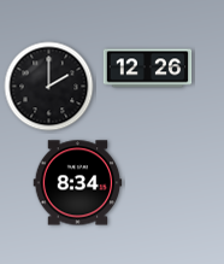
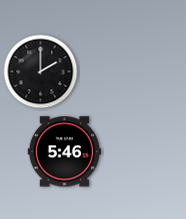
clock at (148, 69): 12:26 -> none
clock at (78, 183): 8:34 -> 5:46
